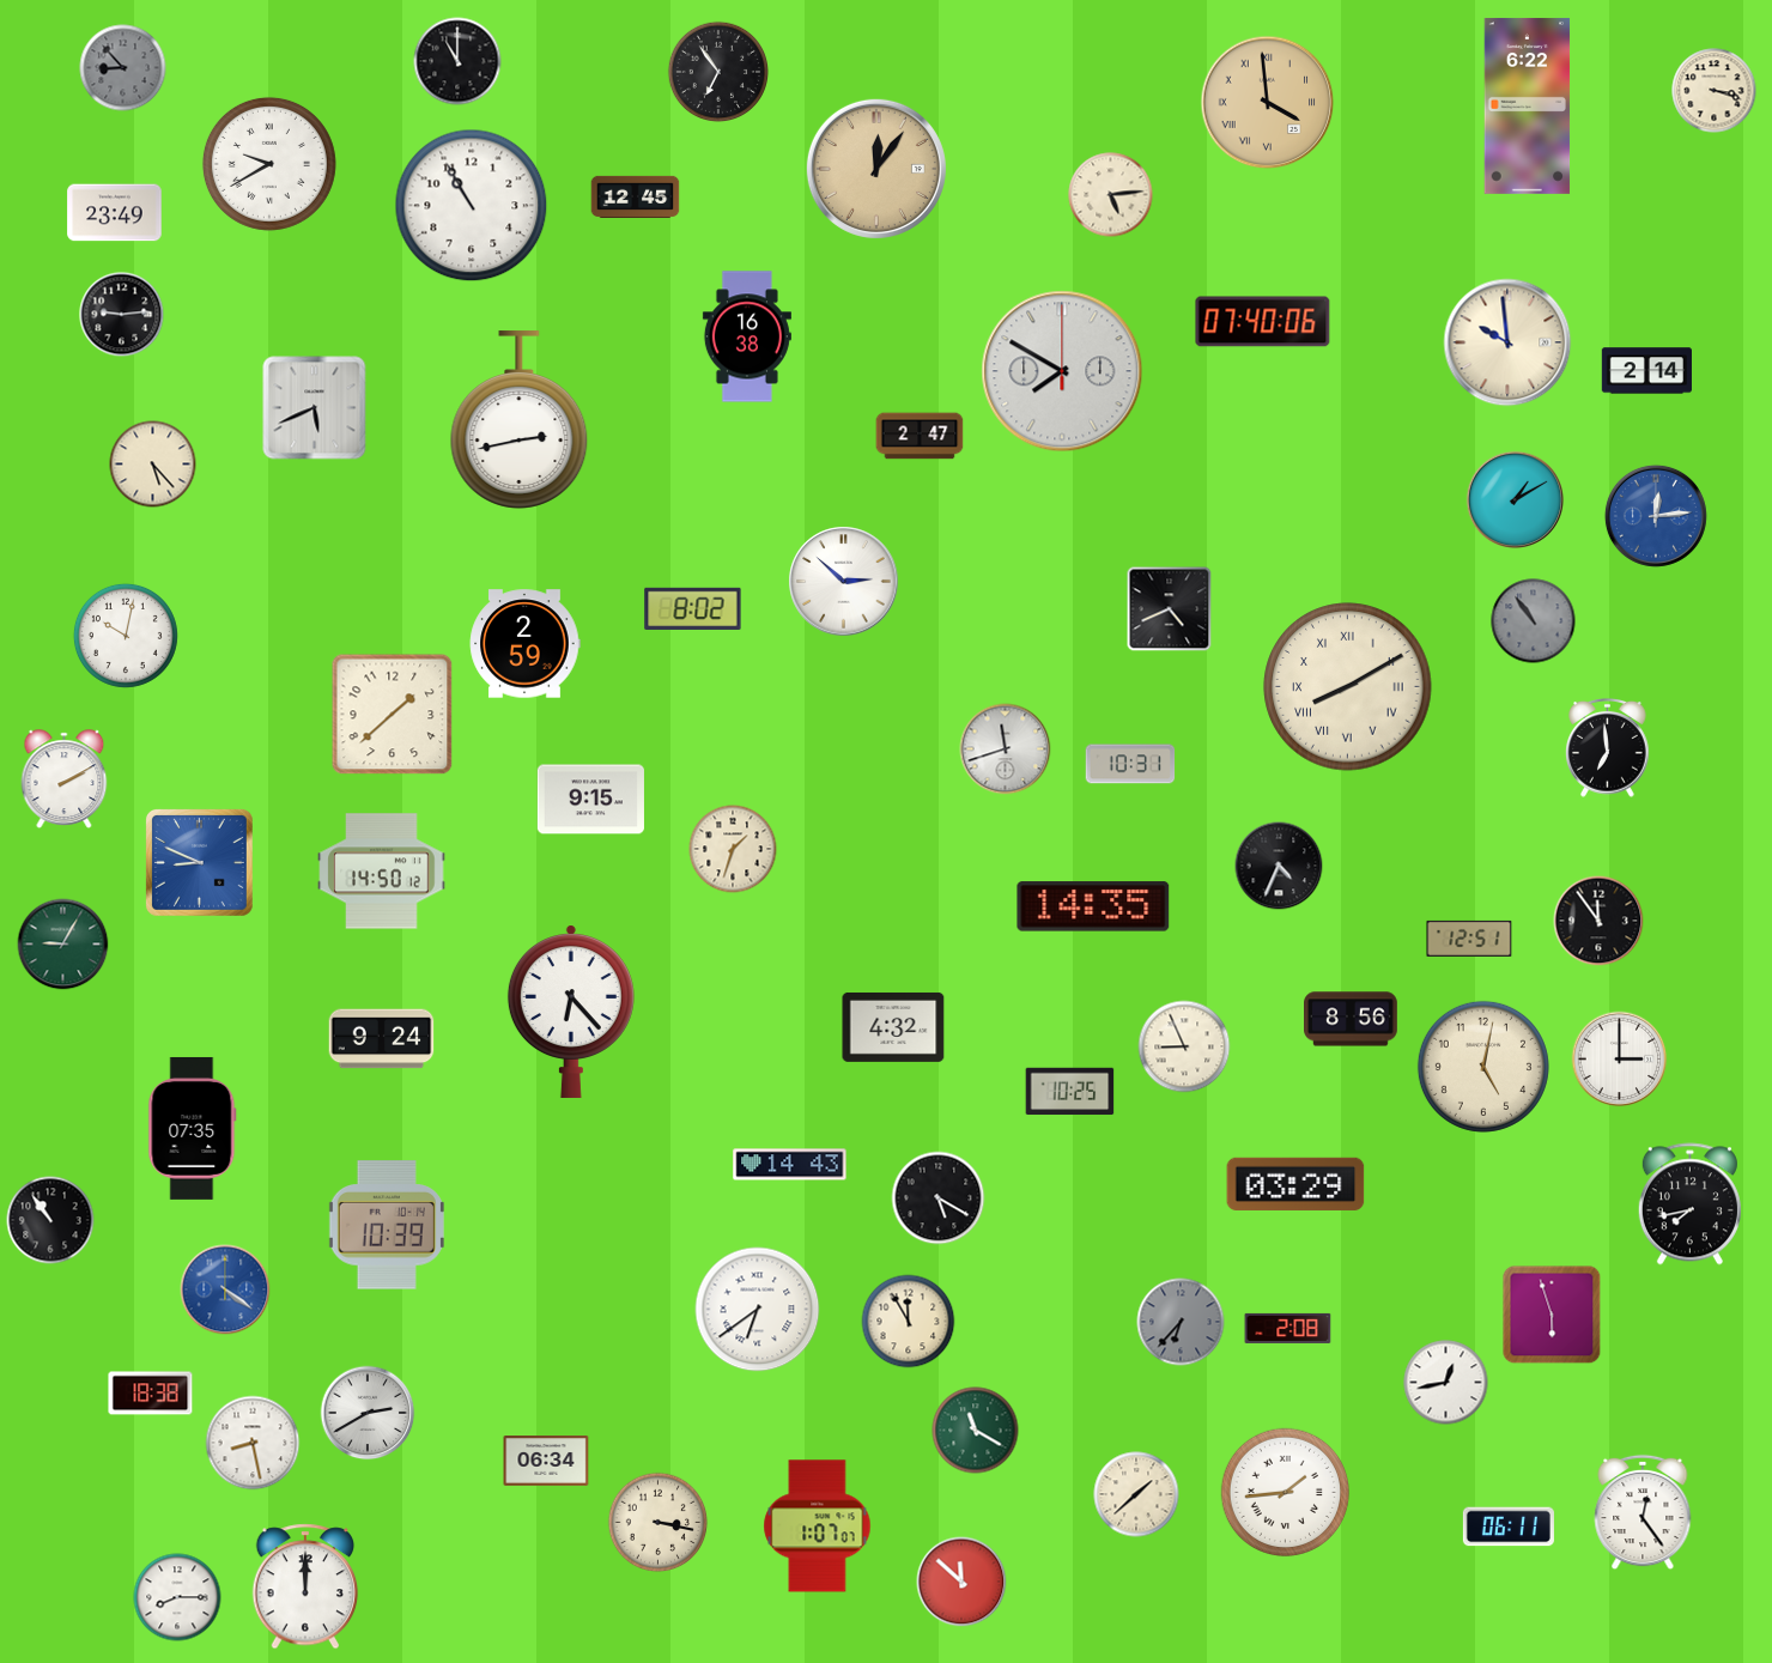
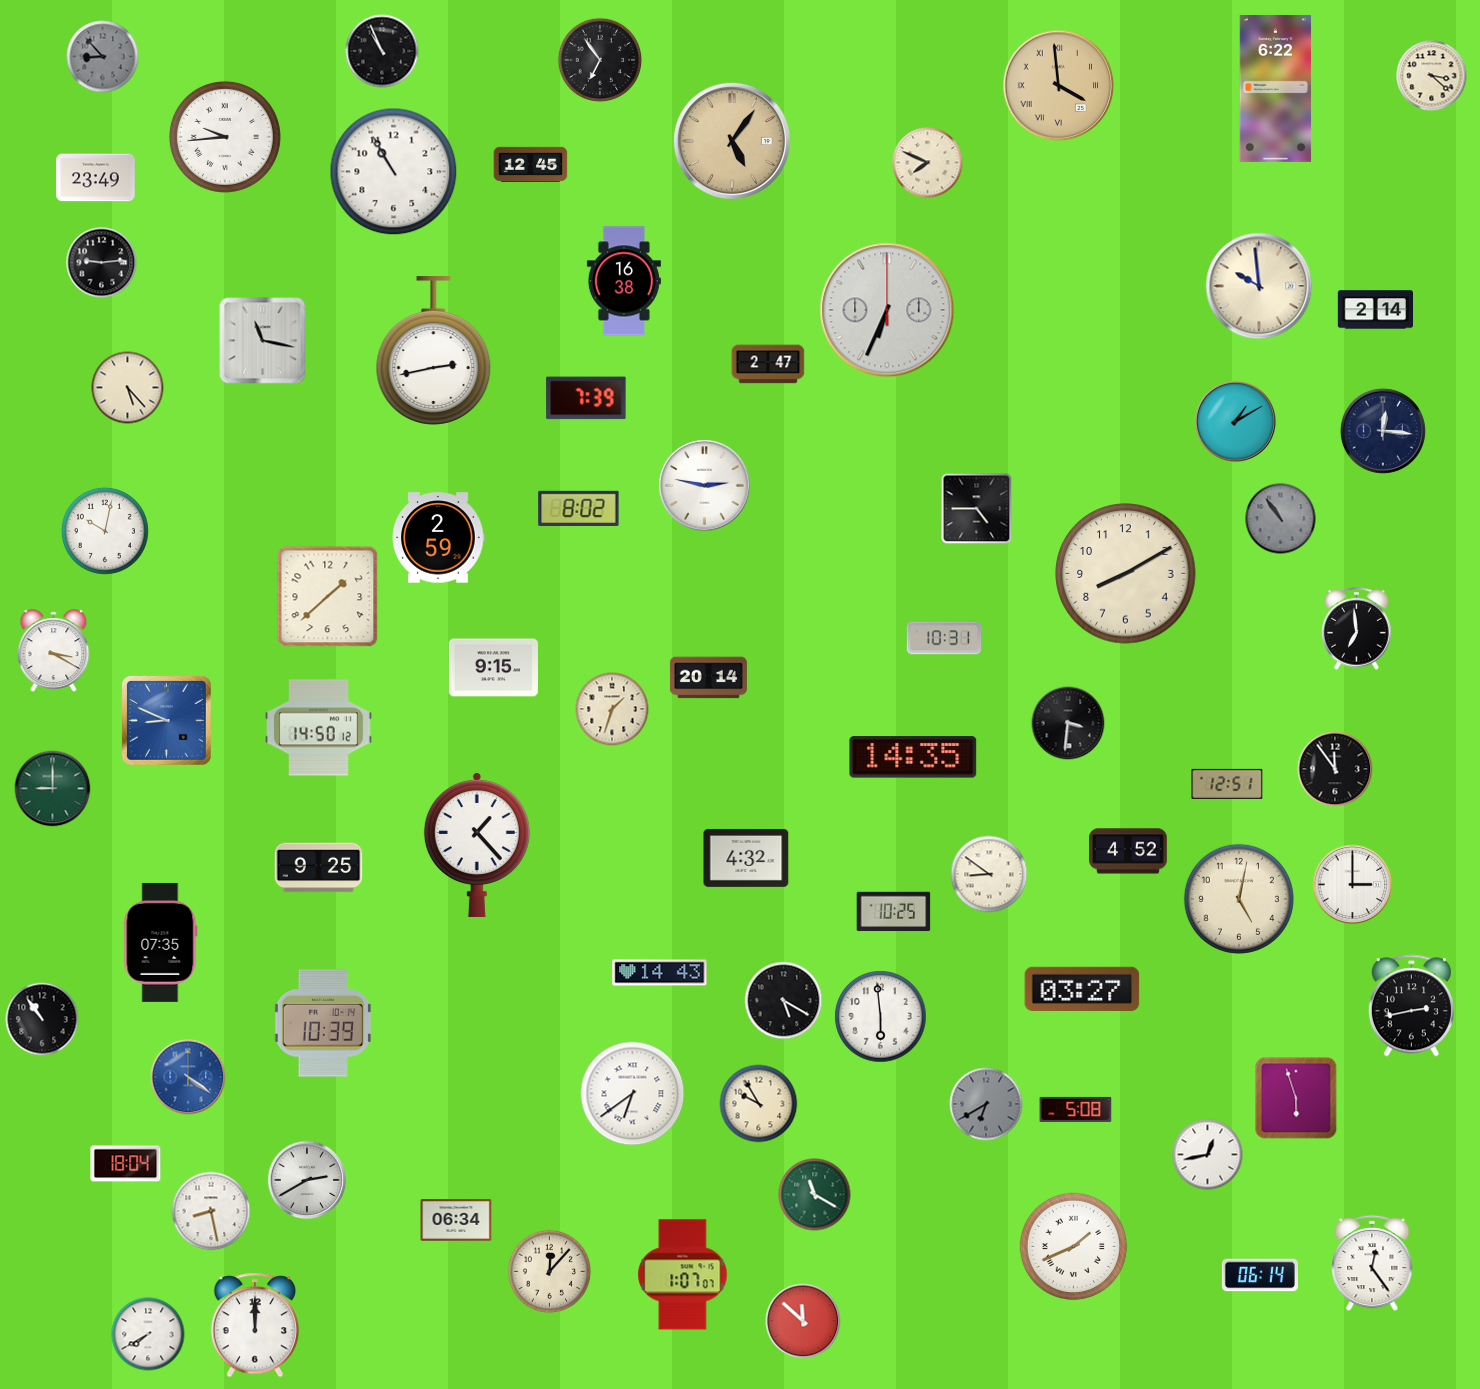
clock at (457, 61): 11:00 -> 10:56
clock at (1715, 91): 3:18 -> 3:22
clock at (269, 164): 9:40 -> 9:44
clock at (876, 169): 12:06 -> 5:06
clock at (1111, 195): 5:14 -> 7:49
clock at (1263, 322): 07:40 -> none
clock at (1062, 371): 7:50 -> 6:34
clock at (315, 408): 5:41 -> 11:17
clock at (586, 398): none -> 7:39
clock at (1516, 500) position: (1516, 500) -> (1236, 422)
clock at (1656, 516): 12:14 -> 12:16
clock at (1656, 516) dial: blue -> navy
clock at (844, 582): 2:52 -> 2:47
clock at (1170, 609): 4:41 -> 4:45
clock at (1348, 687) numerals: Roman -> Arabic
clock at (1608, 748) position: (1608, 748) -> (1357, 629)
clock at (1006, 749): 11:42 -> none
clock at (65, 779): 2:10 -> 3:20
clock at (708, 678): none -> 20:14
clock at (1279, 866): 4:34 -> 3:31
clock at (63, 945): 9:05 -> 9:00
clock at (571, 1012): 6:23 -> 1:23
clock at (1352, 1019): 8:56 -> 4:52
clock at (382, 1039): 9:24 -> 9:25
clock at (1184, 1046): 8:56 -> 8:51
clock at (1483, 1067) position: (1483, 1067) -> (1239, 899)
clock at (1295, 1184): 03:29 -> 03:27
clock at (1689, 1204): 7:43 -> 2:43
clock at (881, 1017): none -> 5:59
clock at (909, 1322): 11:55 -> 9:55
clock at (1181, 1322): 6:37 -> 6:40
clock at (1288, 1328): 2:08 -> 5:08
clock at (151, 1394): 18:38 -> 18:04
clock at (253, 1443) position: (253, 1443) -> (211, 1211)
clock at (1286, 1493): 1:44 -> 1:41
clock at (1136, 1494): 1:38 -> none
clock at (659, 1523): 3:17 -> 12:07
clock at (1509, 1527): 06:11 -> 06:14
clock at (177, 1597): 8:15 -> 7:40
